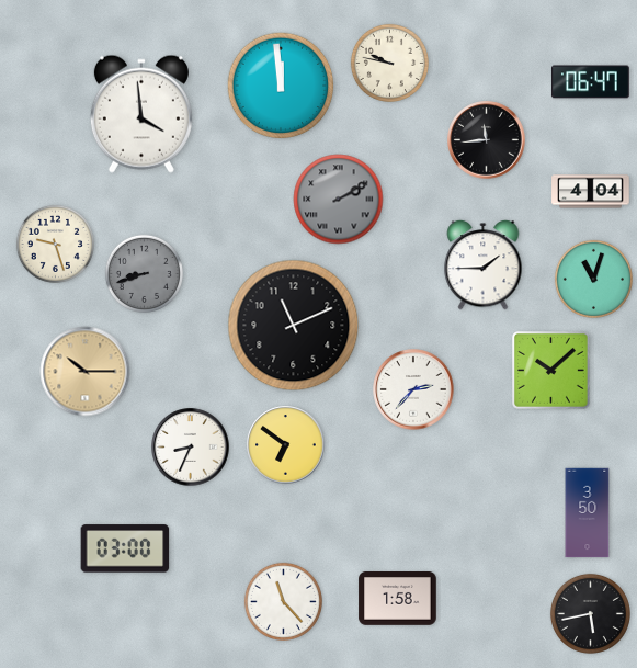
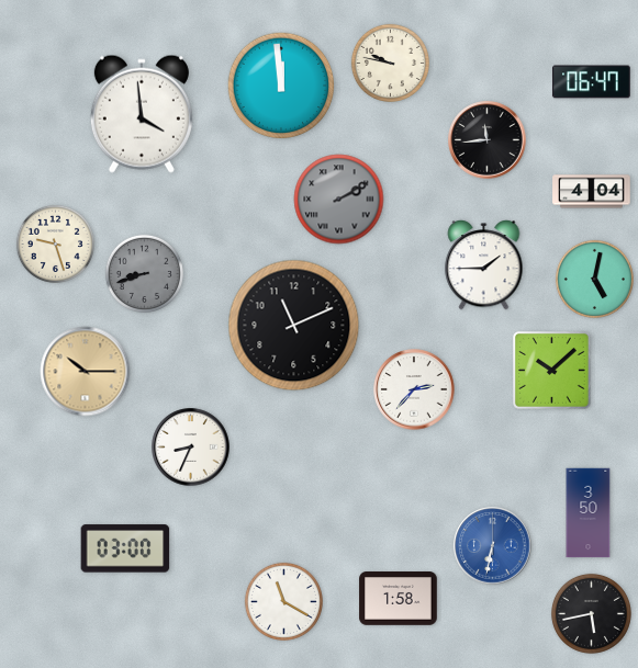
clock at (593, 279): 11:03 -> 5:02
clock at (286, 445): 6:51 -> none
clock at (493, 546): none -> 6:32
clock at (283, 601): 11:23 -> 11:20
